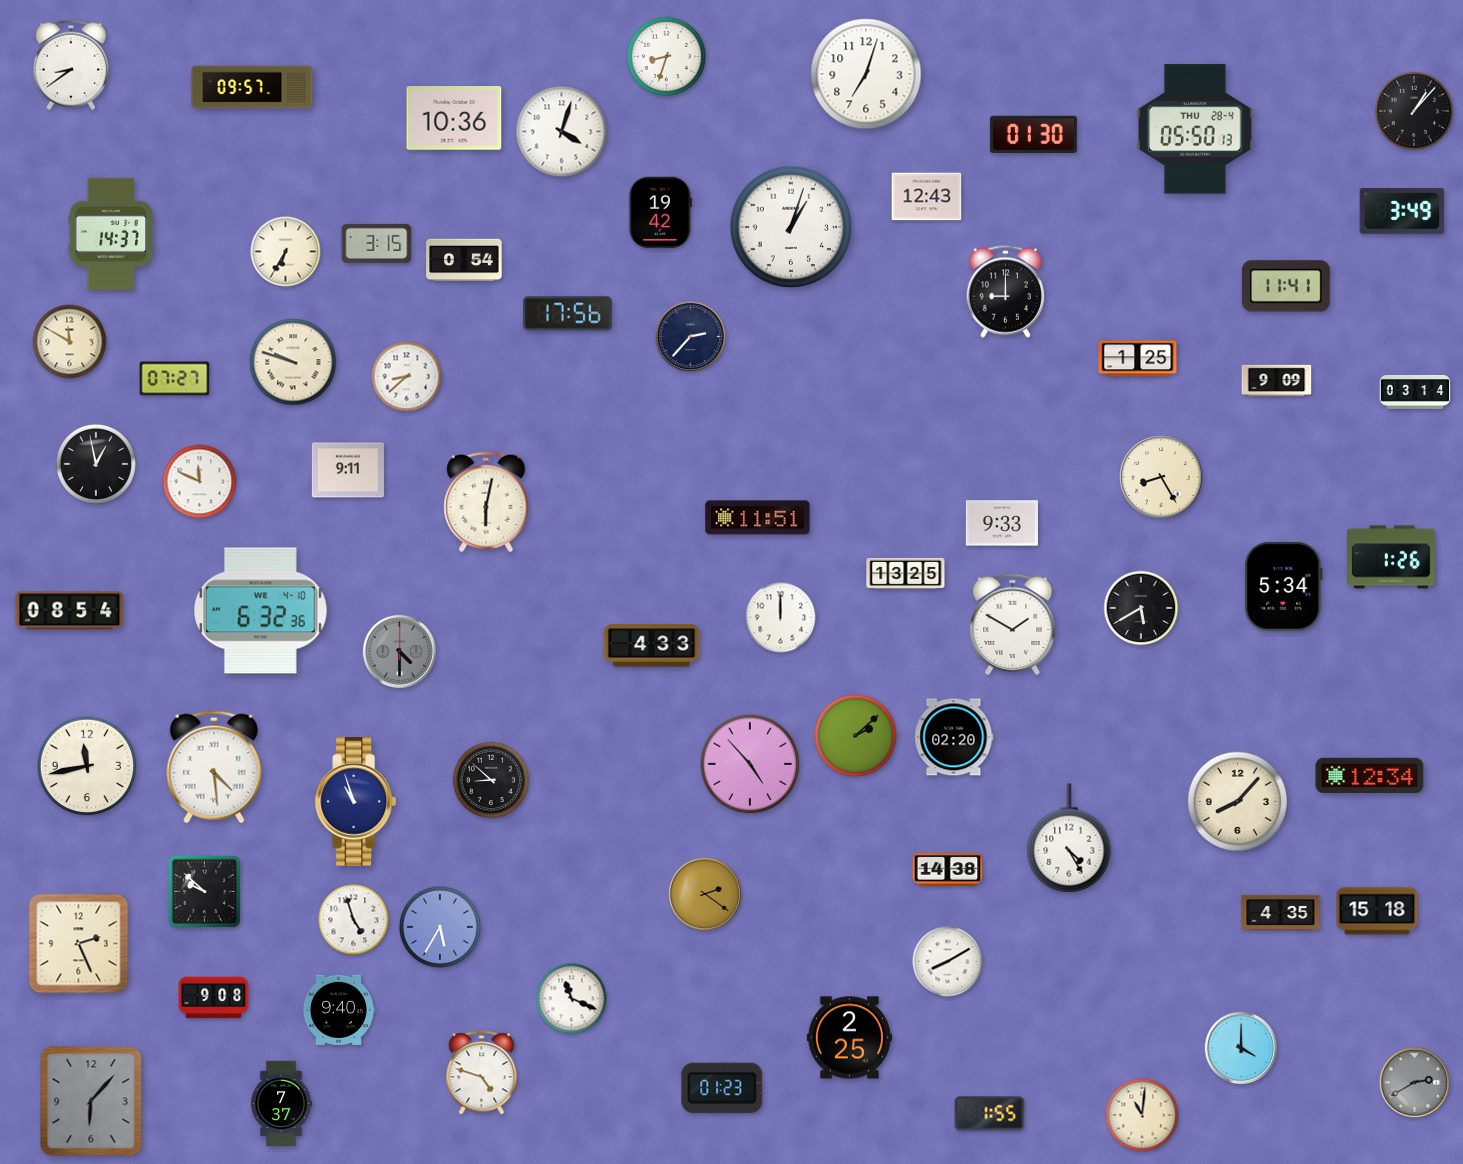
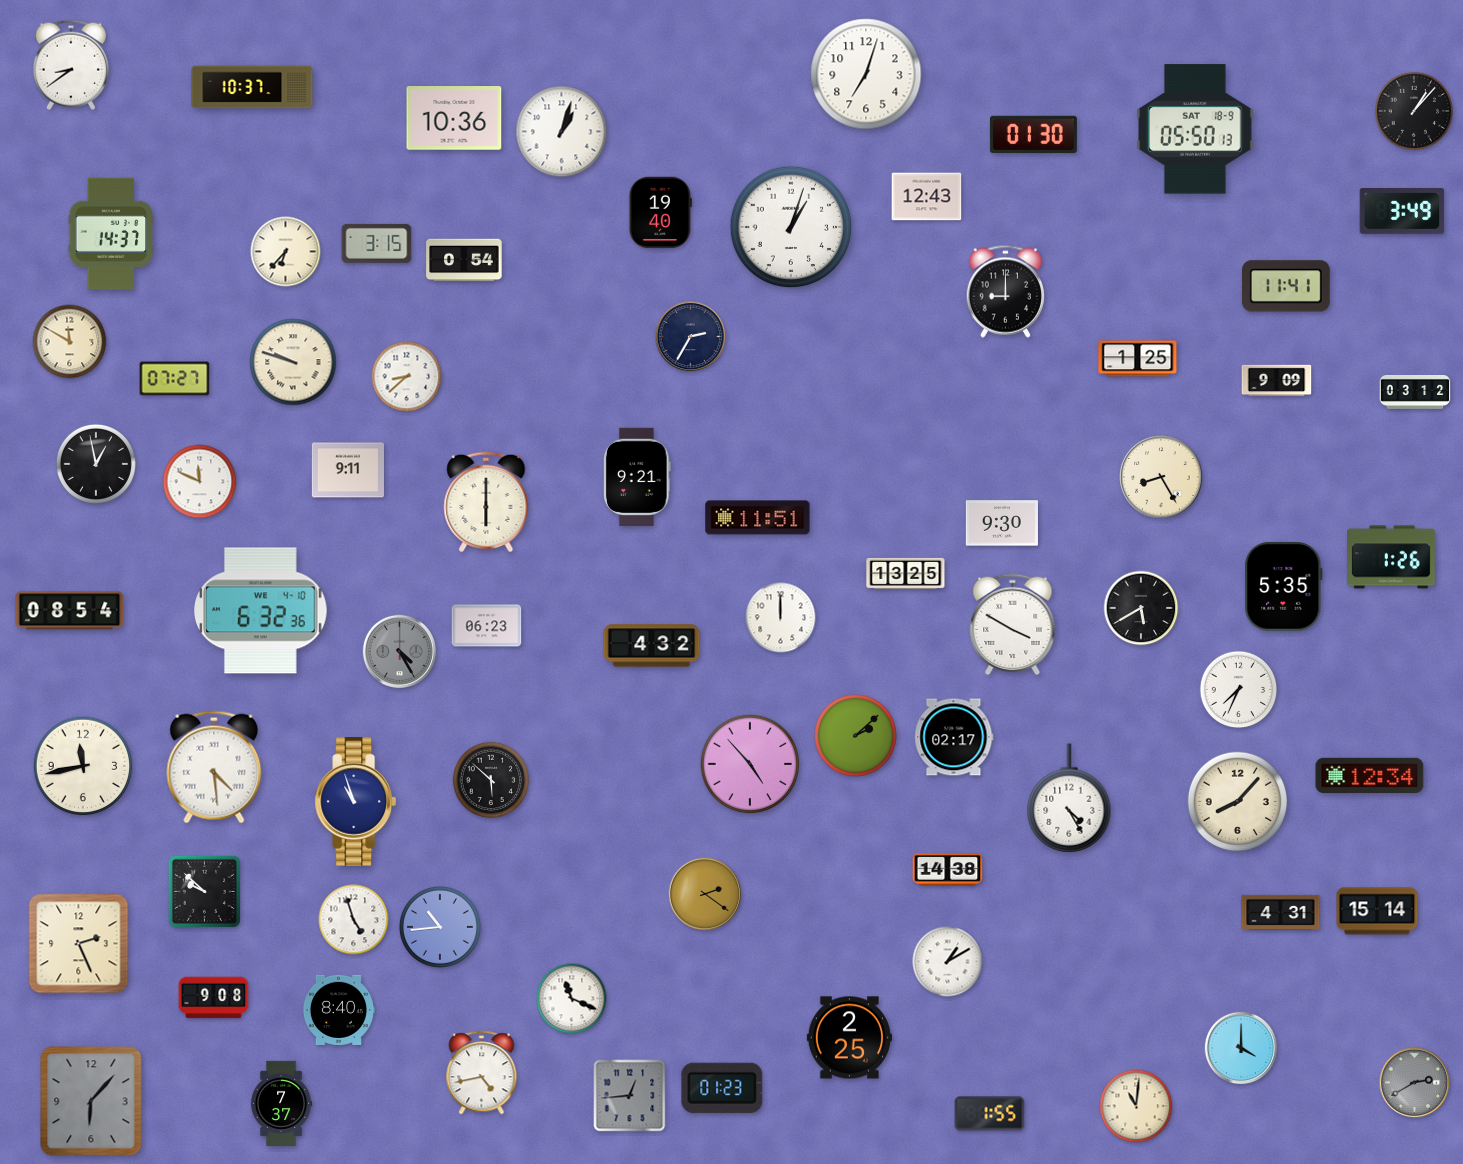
clock at (666, 56): 8:33 -> none
clock at (252, 87): 09:57 -> 10:37
clock at (1195, 129) date: THU 28-4 -> SAT 18-9
clock at (562, 132): 4:03 -> 1:03
clock at (660, 213): 19:42 -> 19:40
clock at (286, 252): 6:35 -> 6:37
clock at (568, 314): 17:56 -> none
clock at (691, 337): 2:37 -> 2:35
clock at (1415, 392): 03:14 -> 03:12
clock at (637, 476): none -> 9:21
clock at (486, 502): 6:02 -> 6:00
clock at (1001, 523): 9:33 -> 9:30
clock at (1284, 587): 5:34 -> 5:35
clock at (1013, 625): 1:50 -> 3:50
clock at (487, 626): none -> 06:23
clock at (652, 646): 4:33 -> 4:32
clock at (400, 652): 4:30 -> 4:25
clock at (1239, 690): none -> 7:34
clock at (954, 737): 02:20 -> 02:17
clock at (87, 766) position: (87, 766) -> (83, 766)
clock at (491, 780): 8:52 -> 5:52
clock at (1069, 838) position: (1069, 838) -> (1069, 798)
clock at (1377, 911): 15:18 -> 15:14
clock at (1281, 912): 4:35 -> 4:31
clock at (440, 927): 5:35 -> 10:44
clock at (948, 962): 8:10 -> 1:10
clock at (338, 1010): 9:40 -> 8:40
clock at (482, 1073): 4:48 -> 4:43
clock at (630, 1096): none -> 12:44
clock at (1142, 1115) position: (1142, 1115) -> (1136, 1106)
